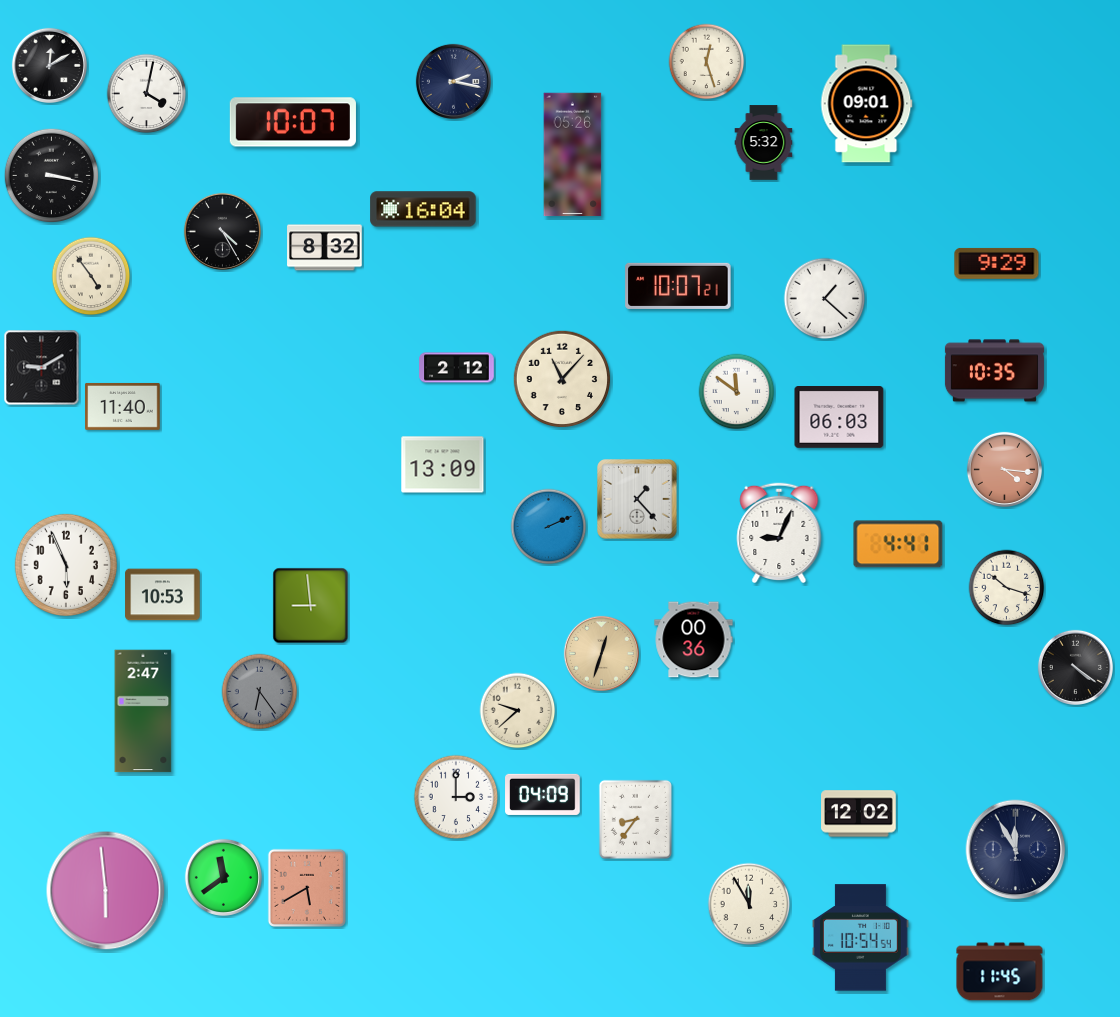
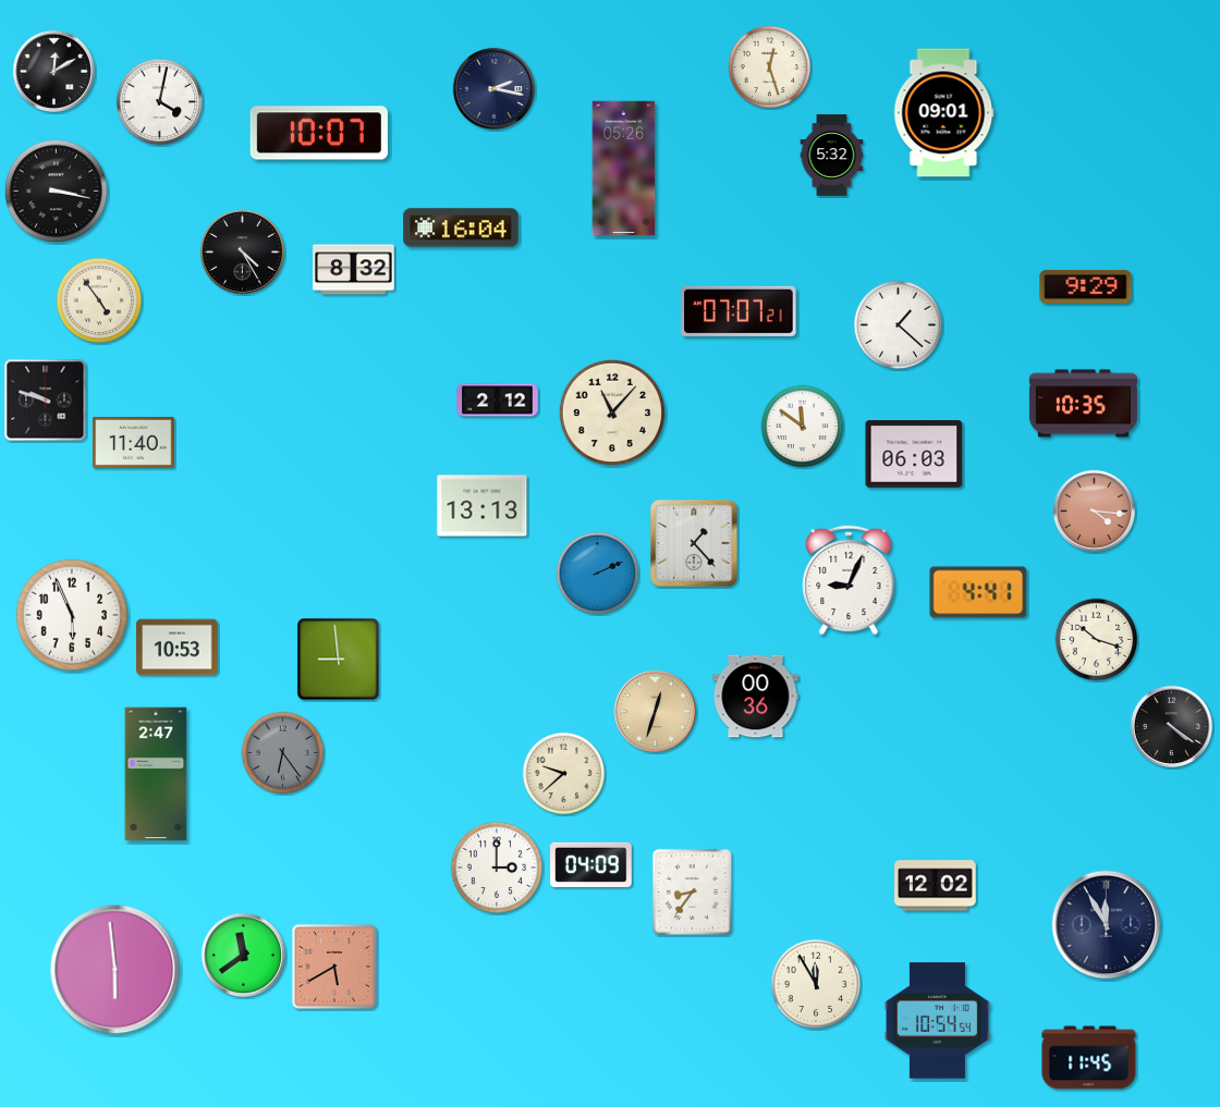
clock at (678, 286): 10:07 -> 07:07
clock at (42, 368): 9:10 -> 9:48
clock at (443, 465): 13:09 -> 13:13
